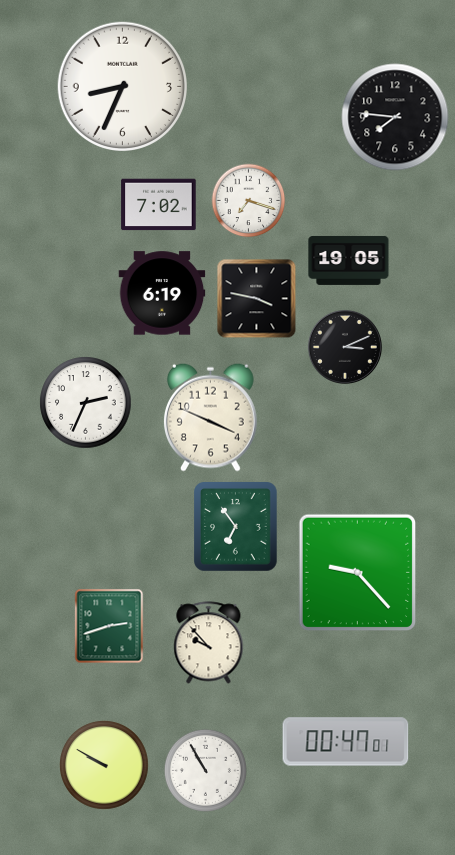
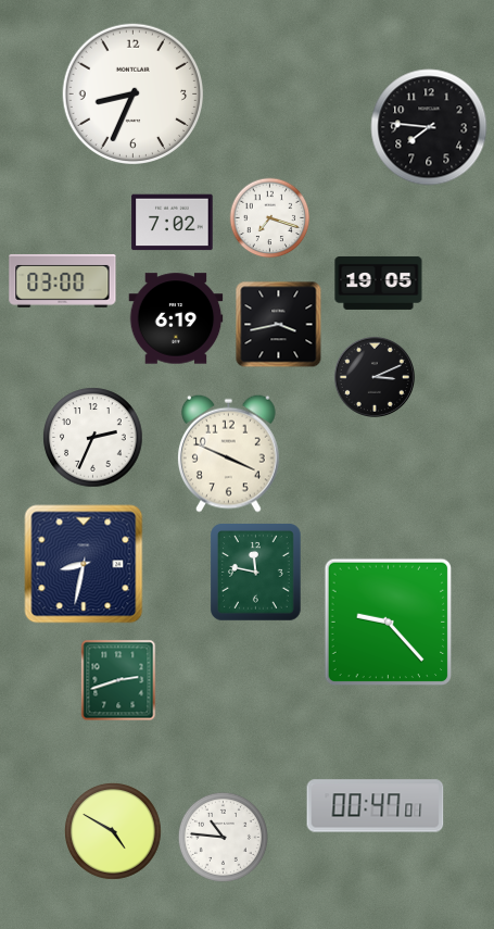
clock at (63, 281): none -> 03:00
clock at (257, 299): 3:47 -> 3:43
clock at (84, 564): none -> 8:32
clock at (236, 527): 6:54 -> 11:47
clock at (209, 643): 9:53 -> none
clock at (105, 766): 9:50 -> 4:50
clock at (205, 770): 10:55 -> 10:46
